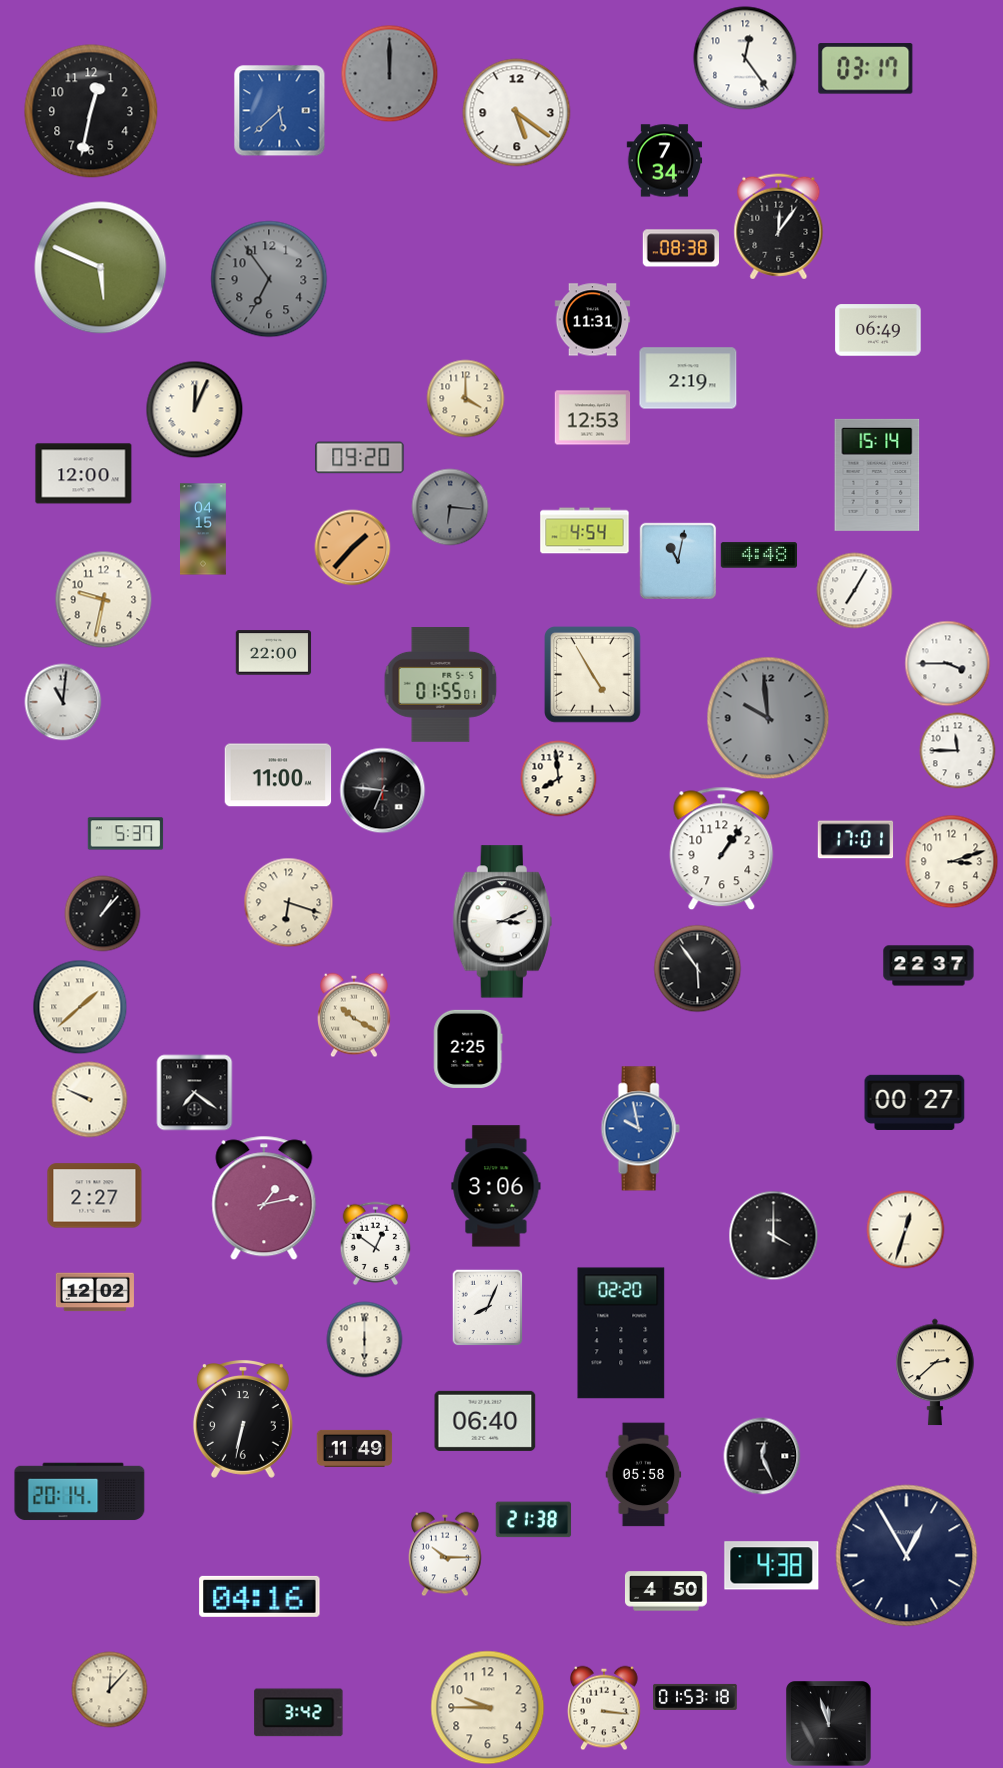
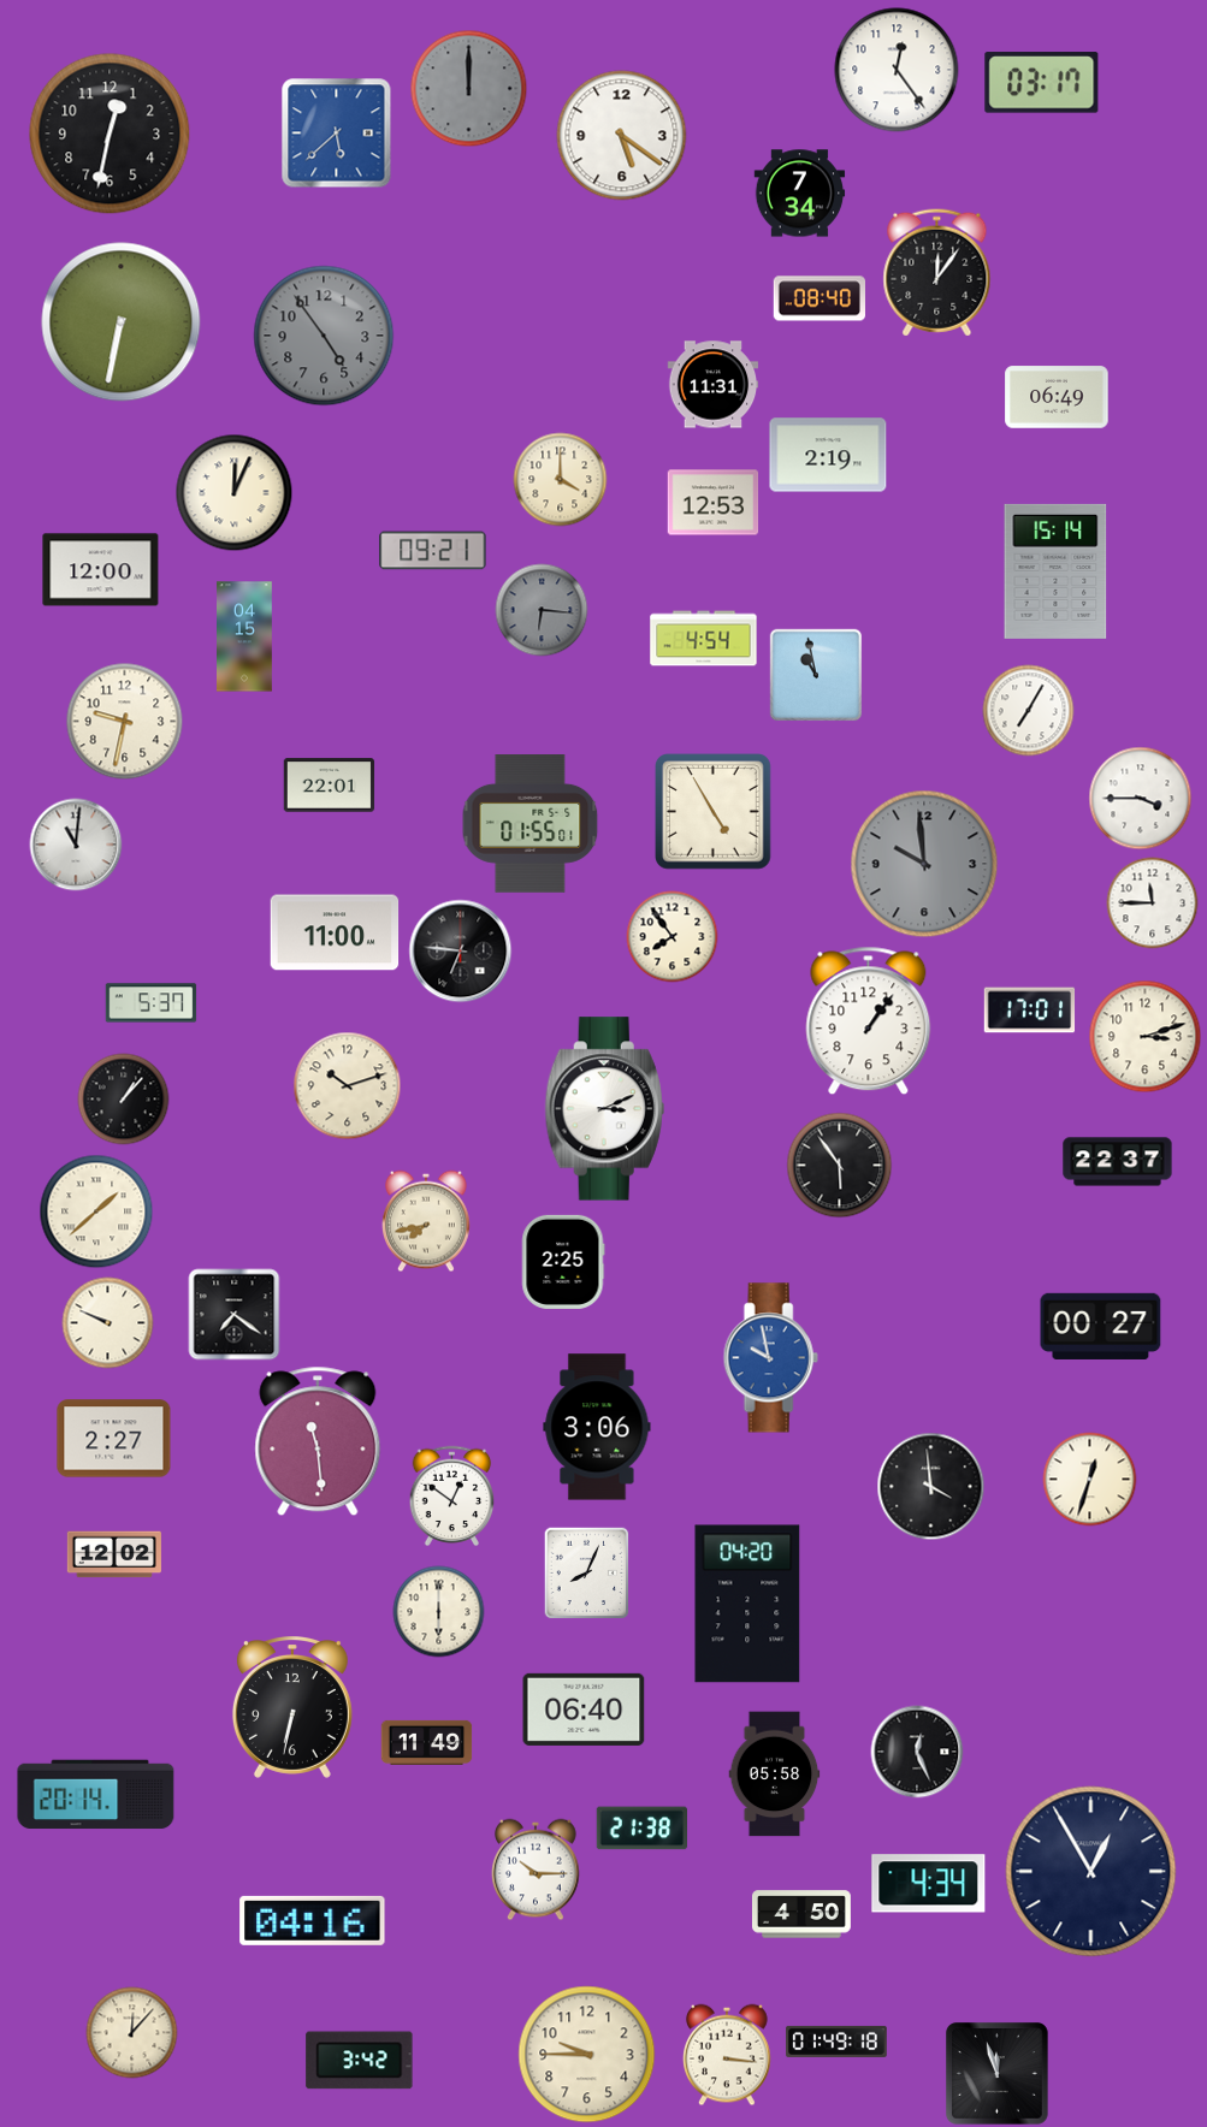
clock at (680, 248): 08:38 -> 08:40
clock at (101, 268): 5:49 -> 6:32
clock at (269, 279): 6:54 -> 4:54
clock at (360, 458): 09:20 -> 09:21
clock at (353, 548): 1:37 -> none
clock at (758, 555): 4:48 -> none
clock at (678, 561): 11:02 -> 10:58
clock at (274, 653): 22:00 -> 22:01
clock at (559, 779): 7:59 -> 7:54
clock at (289, 903): 6:18 -> 10:12
clock at (355, 1015): 10:20 -> 7:43
clock at (264, 1198): 1:13 -> 11:29
clock at (774, 1236): 4:00 -> 3:59
clock at (621, 1333): 02:20 -> 04:20
clock at (935, 1372): 2:38 -> none
clock at (772, 1566): 4:38 -> 4:34
clock at (695, 1697): 01:53 -> 01:49
